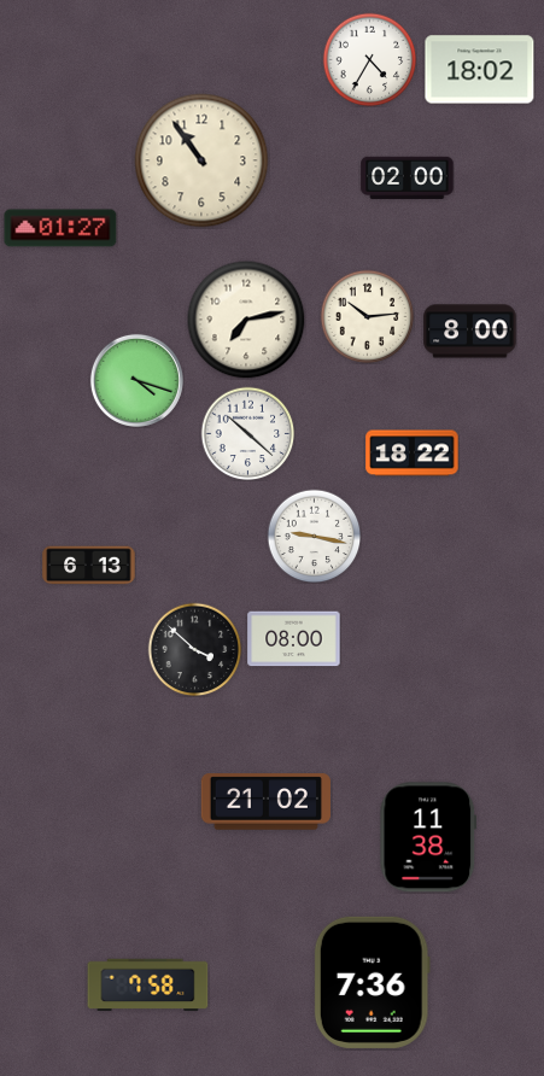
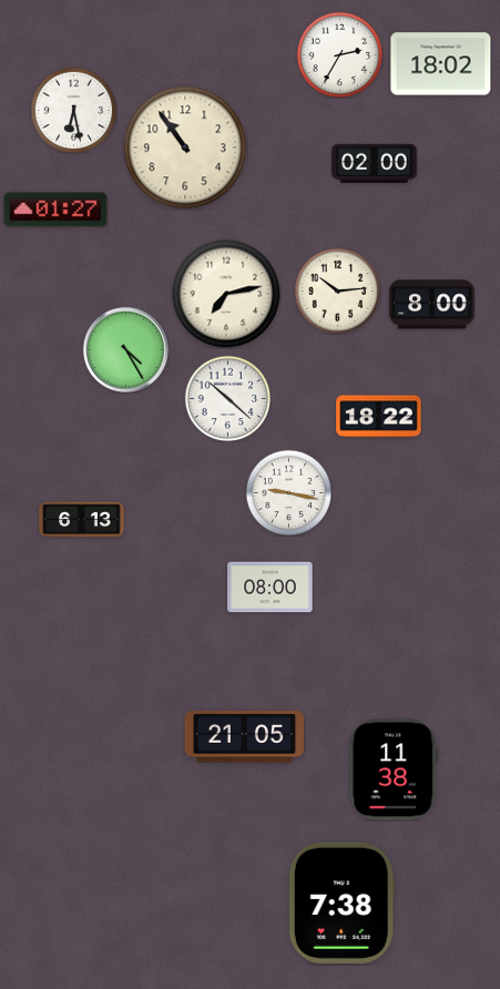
clock at (369, 59): 4:35 -> 2:35
clock at (73, 110): none -> 6:28
clock at (136, 380): 4:18 -> 4:25
clock at (194, 649): 3:52 -> none
clock at (265, 802): 21:02 -> 21:05
clock at (372, 982): 7:36 -> 7:38
clock at (148, 986): 7:58 -> none
